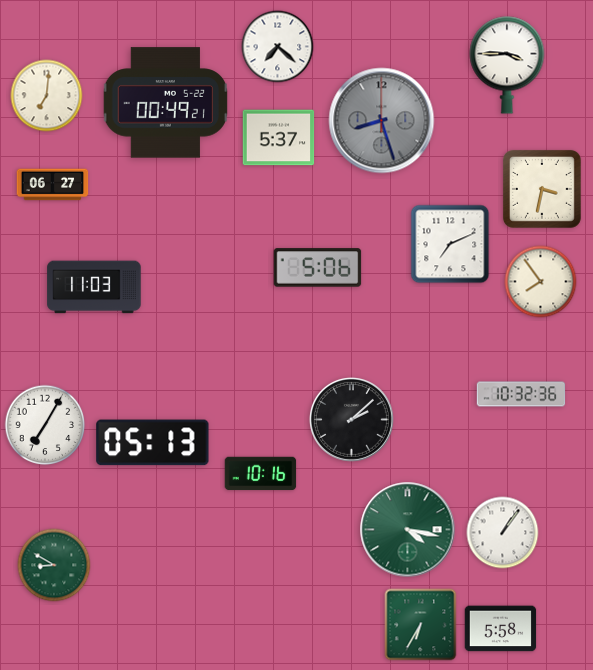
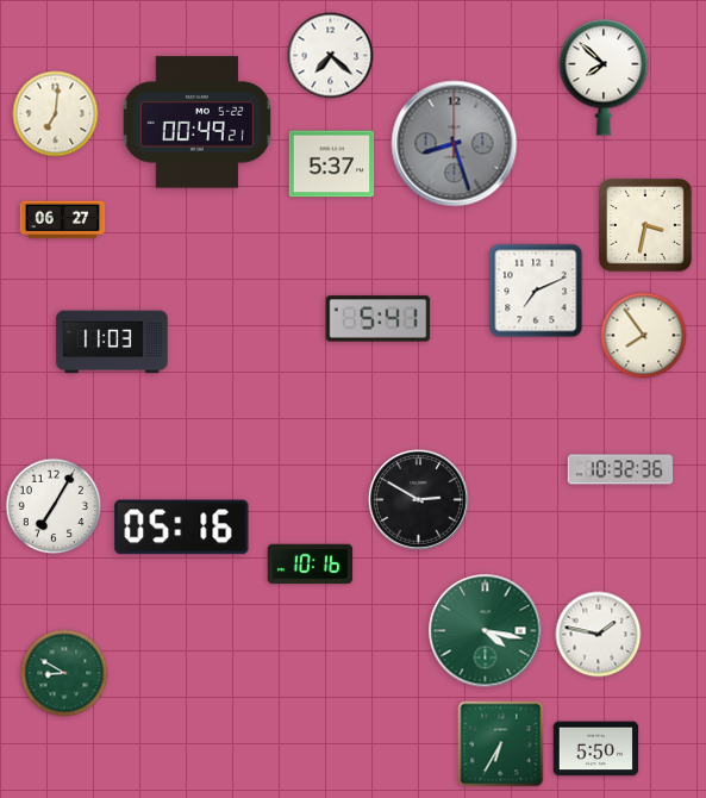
clock at (507, 65): 3:45 -> 7:52
clock at (318, 268): 5:06 -> 5:41
clock at (351, 419): 2:08 -> 2:50
clock at (153, 443): 05:13 -> 05:16
clock at (503, 533): 1:06 -> 1:47
clock at (501, 629): 5:58 -> 5:50
